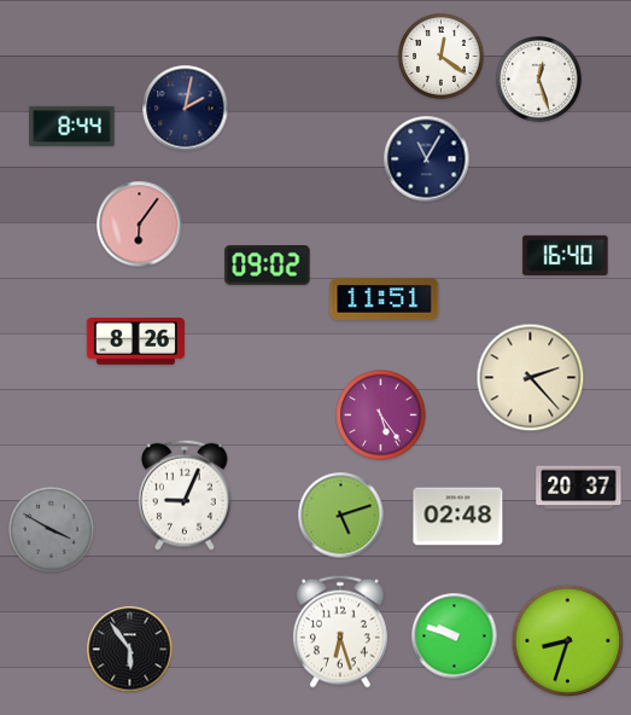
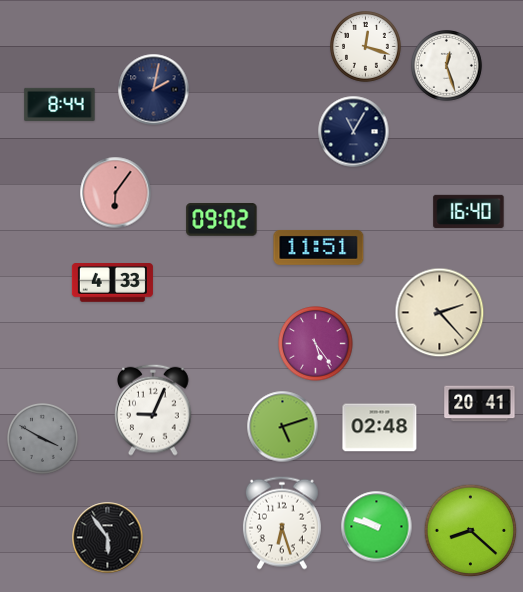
clock at (442, 57): 12:21 -> 12:18
clock at (140, 225) position: (140, 225) -> (116, 193)
clock at (135, 342): 8:26 -> 4:33
clock at (579, 488): 20:37 -> 20:41
clock at (568, 641): 8:33 -> 8:22
